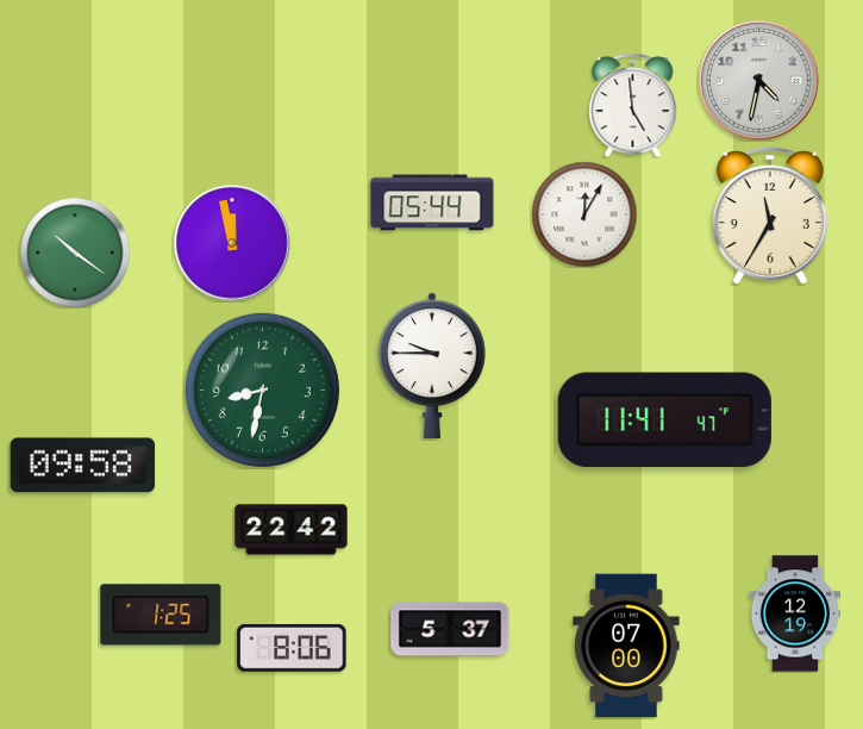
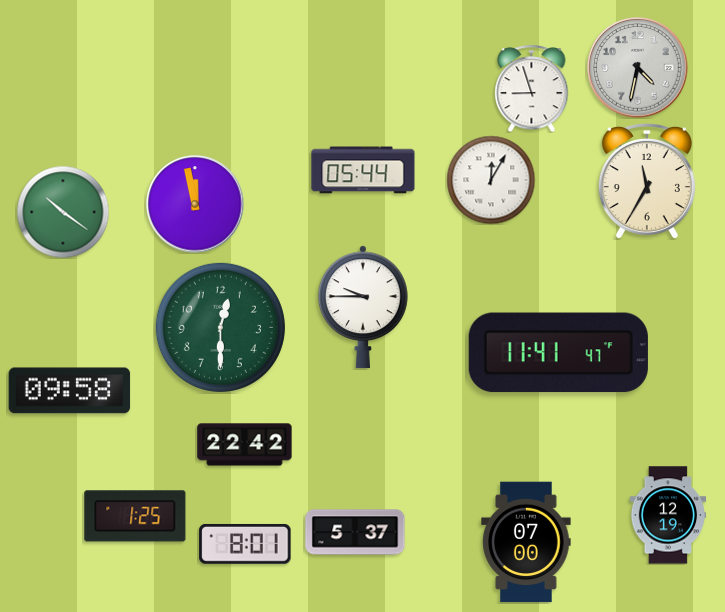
clock at (633, 105): 4:59 -> 8:57
clock at (262, 390): 8:32 -> 12:30
clock at (450, 629) position: (450, 629) -> (355, 532)
clock at (292, 648): 8:06 -> 8:01
